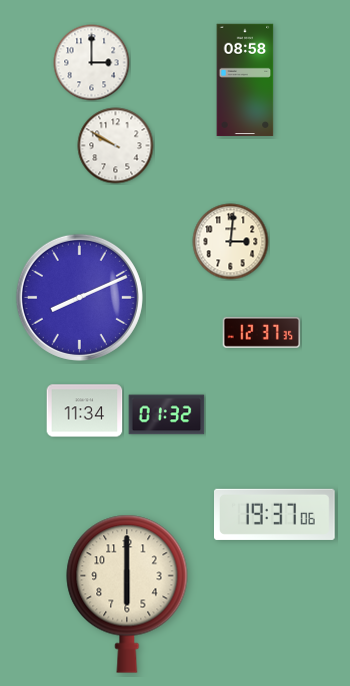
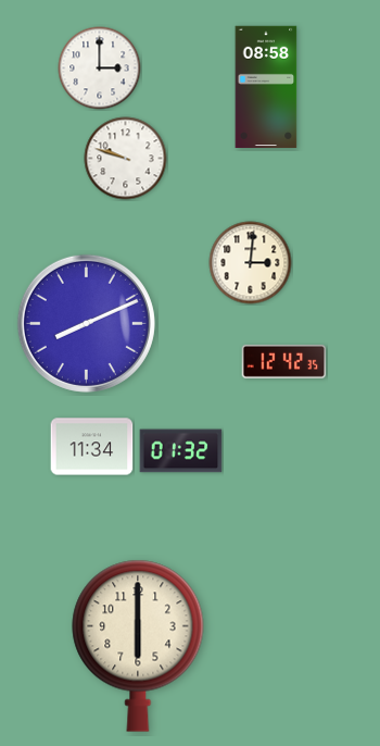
clock at (116, 146): 9:50 -> 9:48
clock at (262, 332): 12:37 -> 12:42
clock at (275, 514): 19:37 -> none
